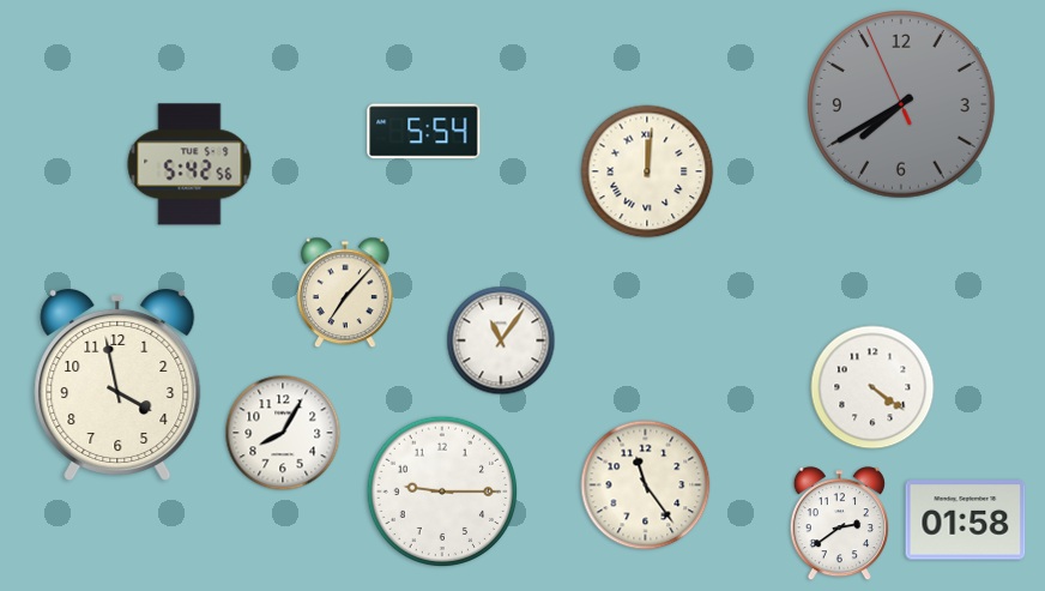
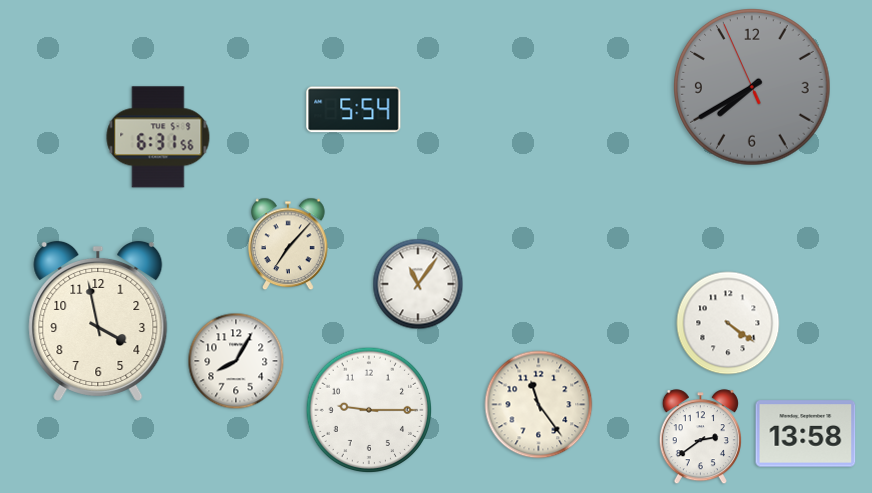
clock at (189, 164): 5:42 -> 6:31
clock at (647, 171): 12:01 -> none
clock at (966, 520): 01:58 -> 13:58
